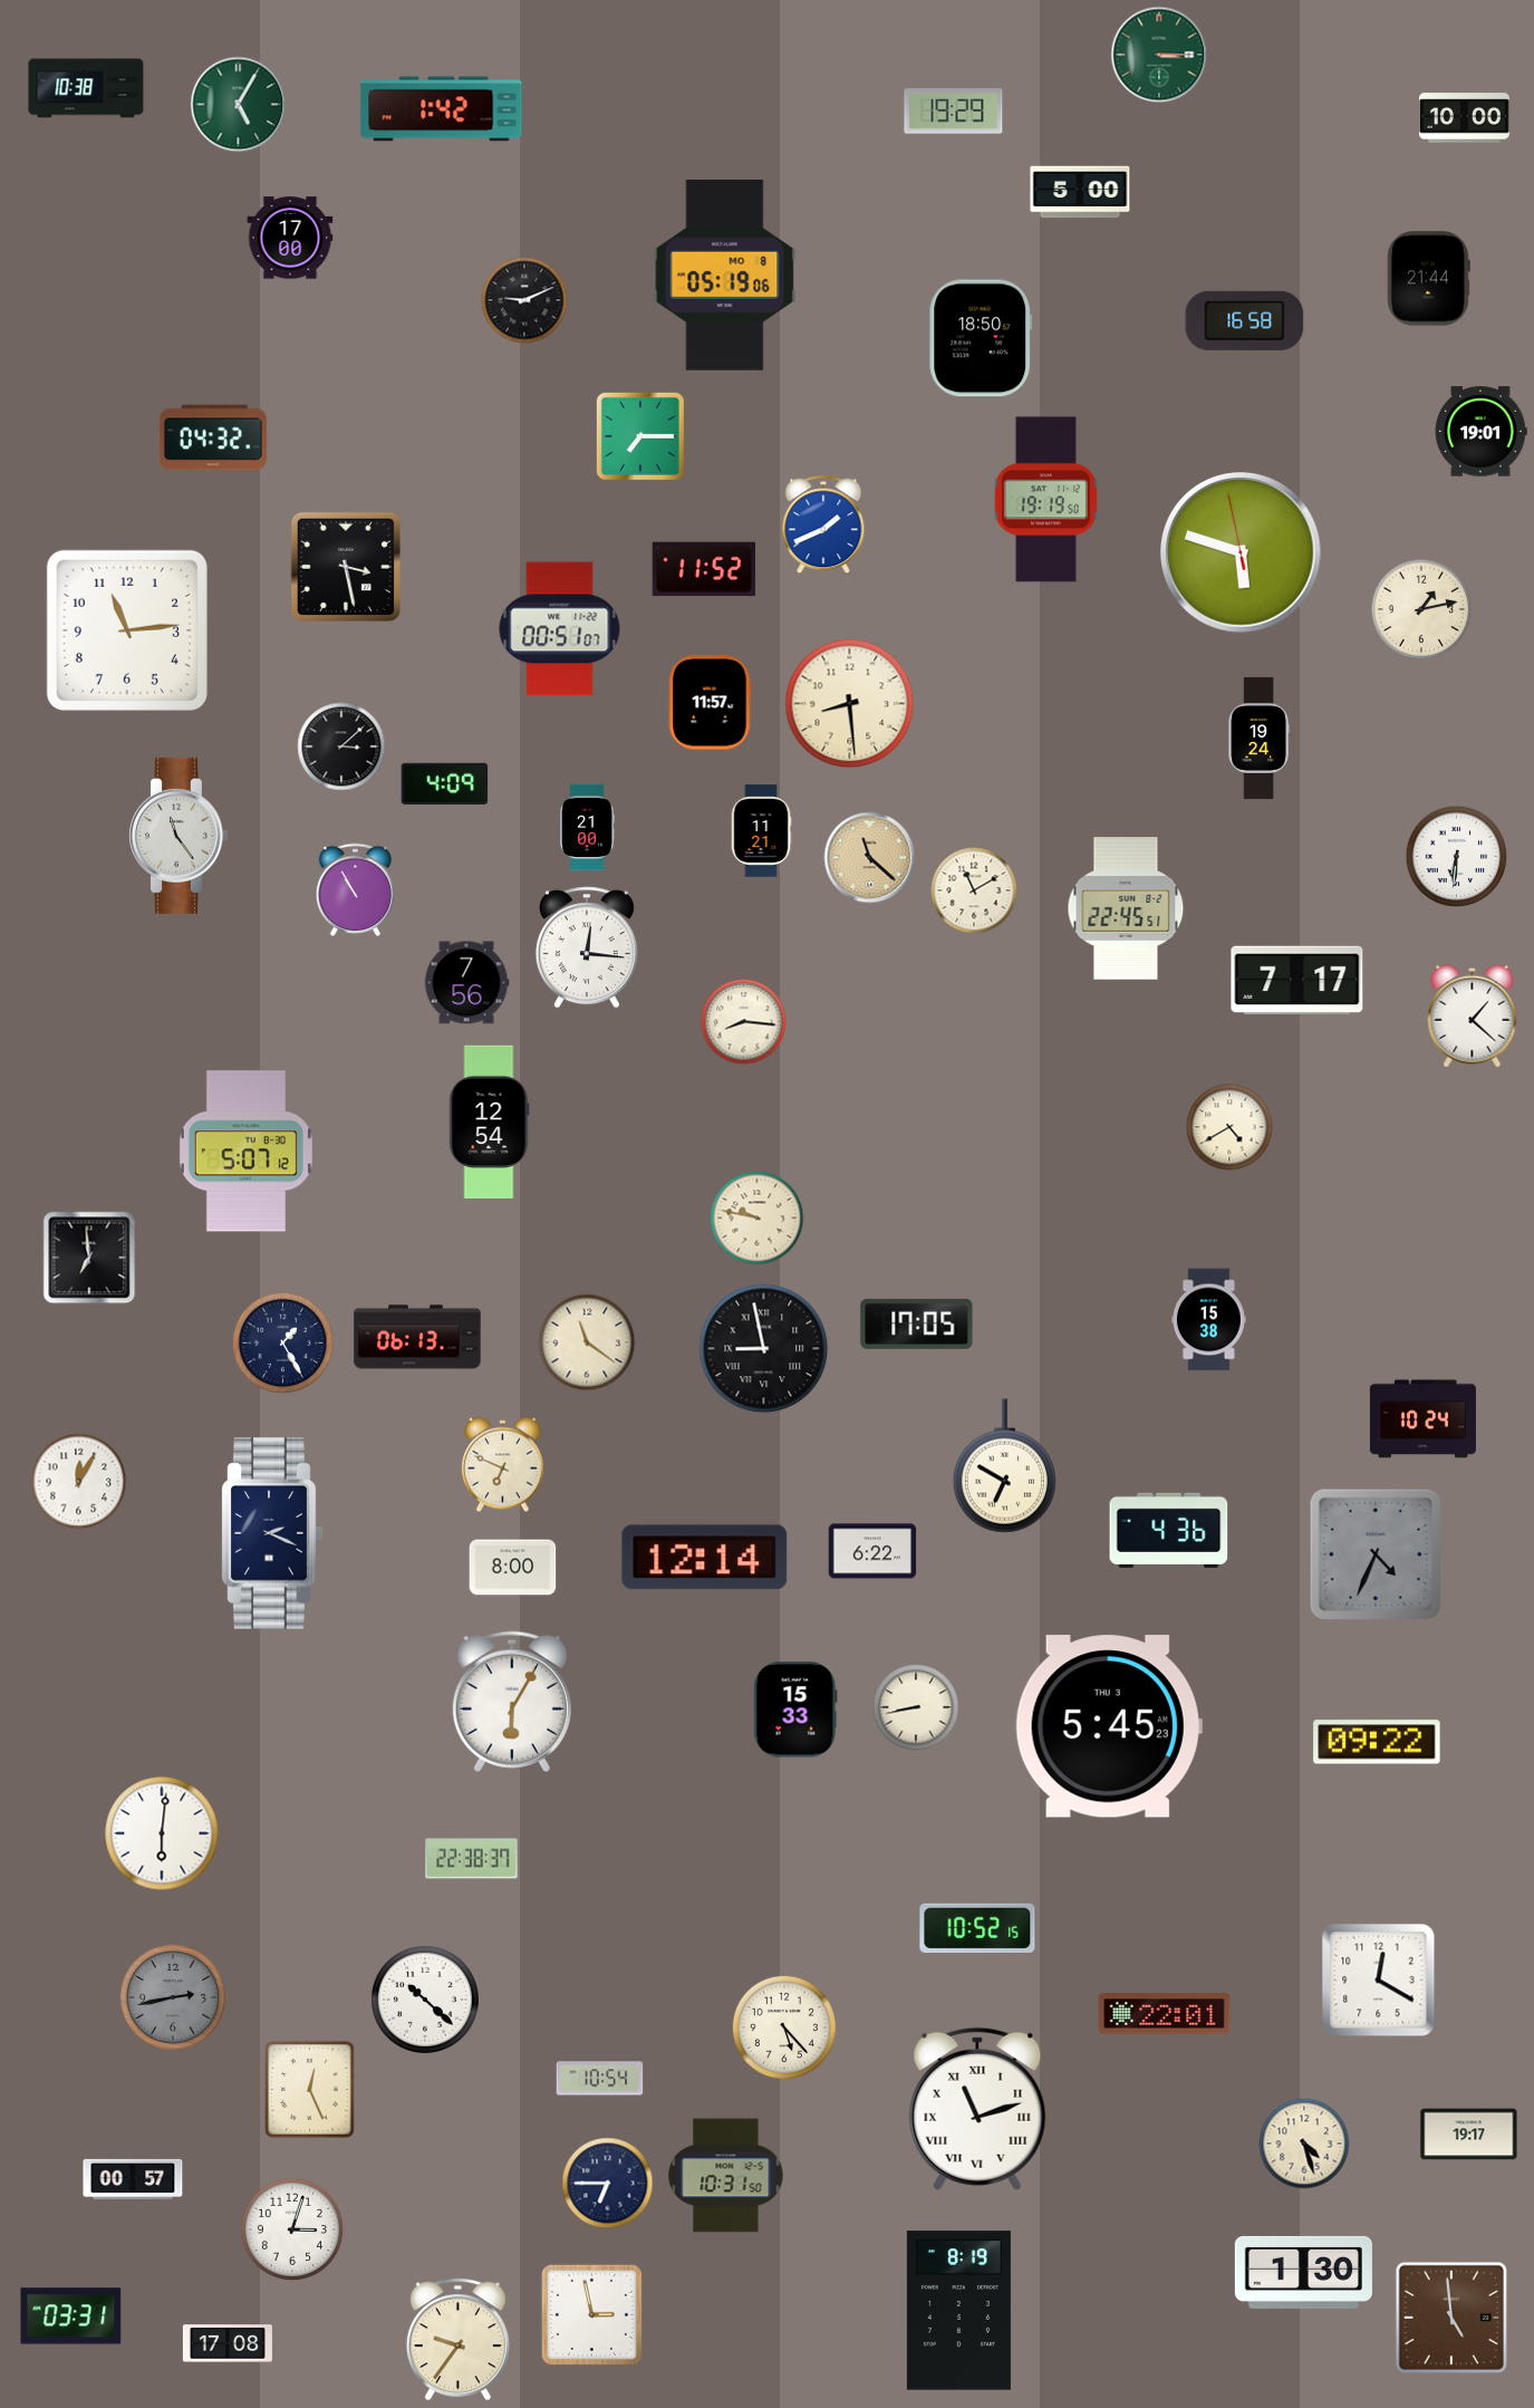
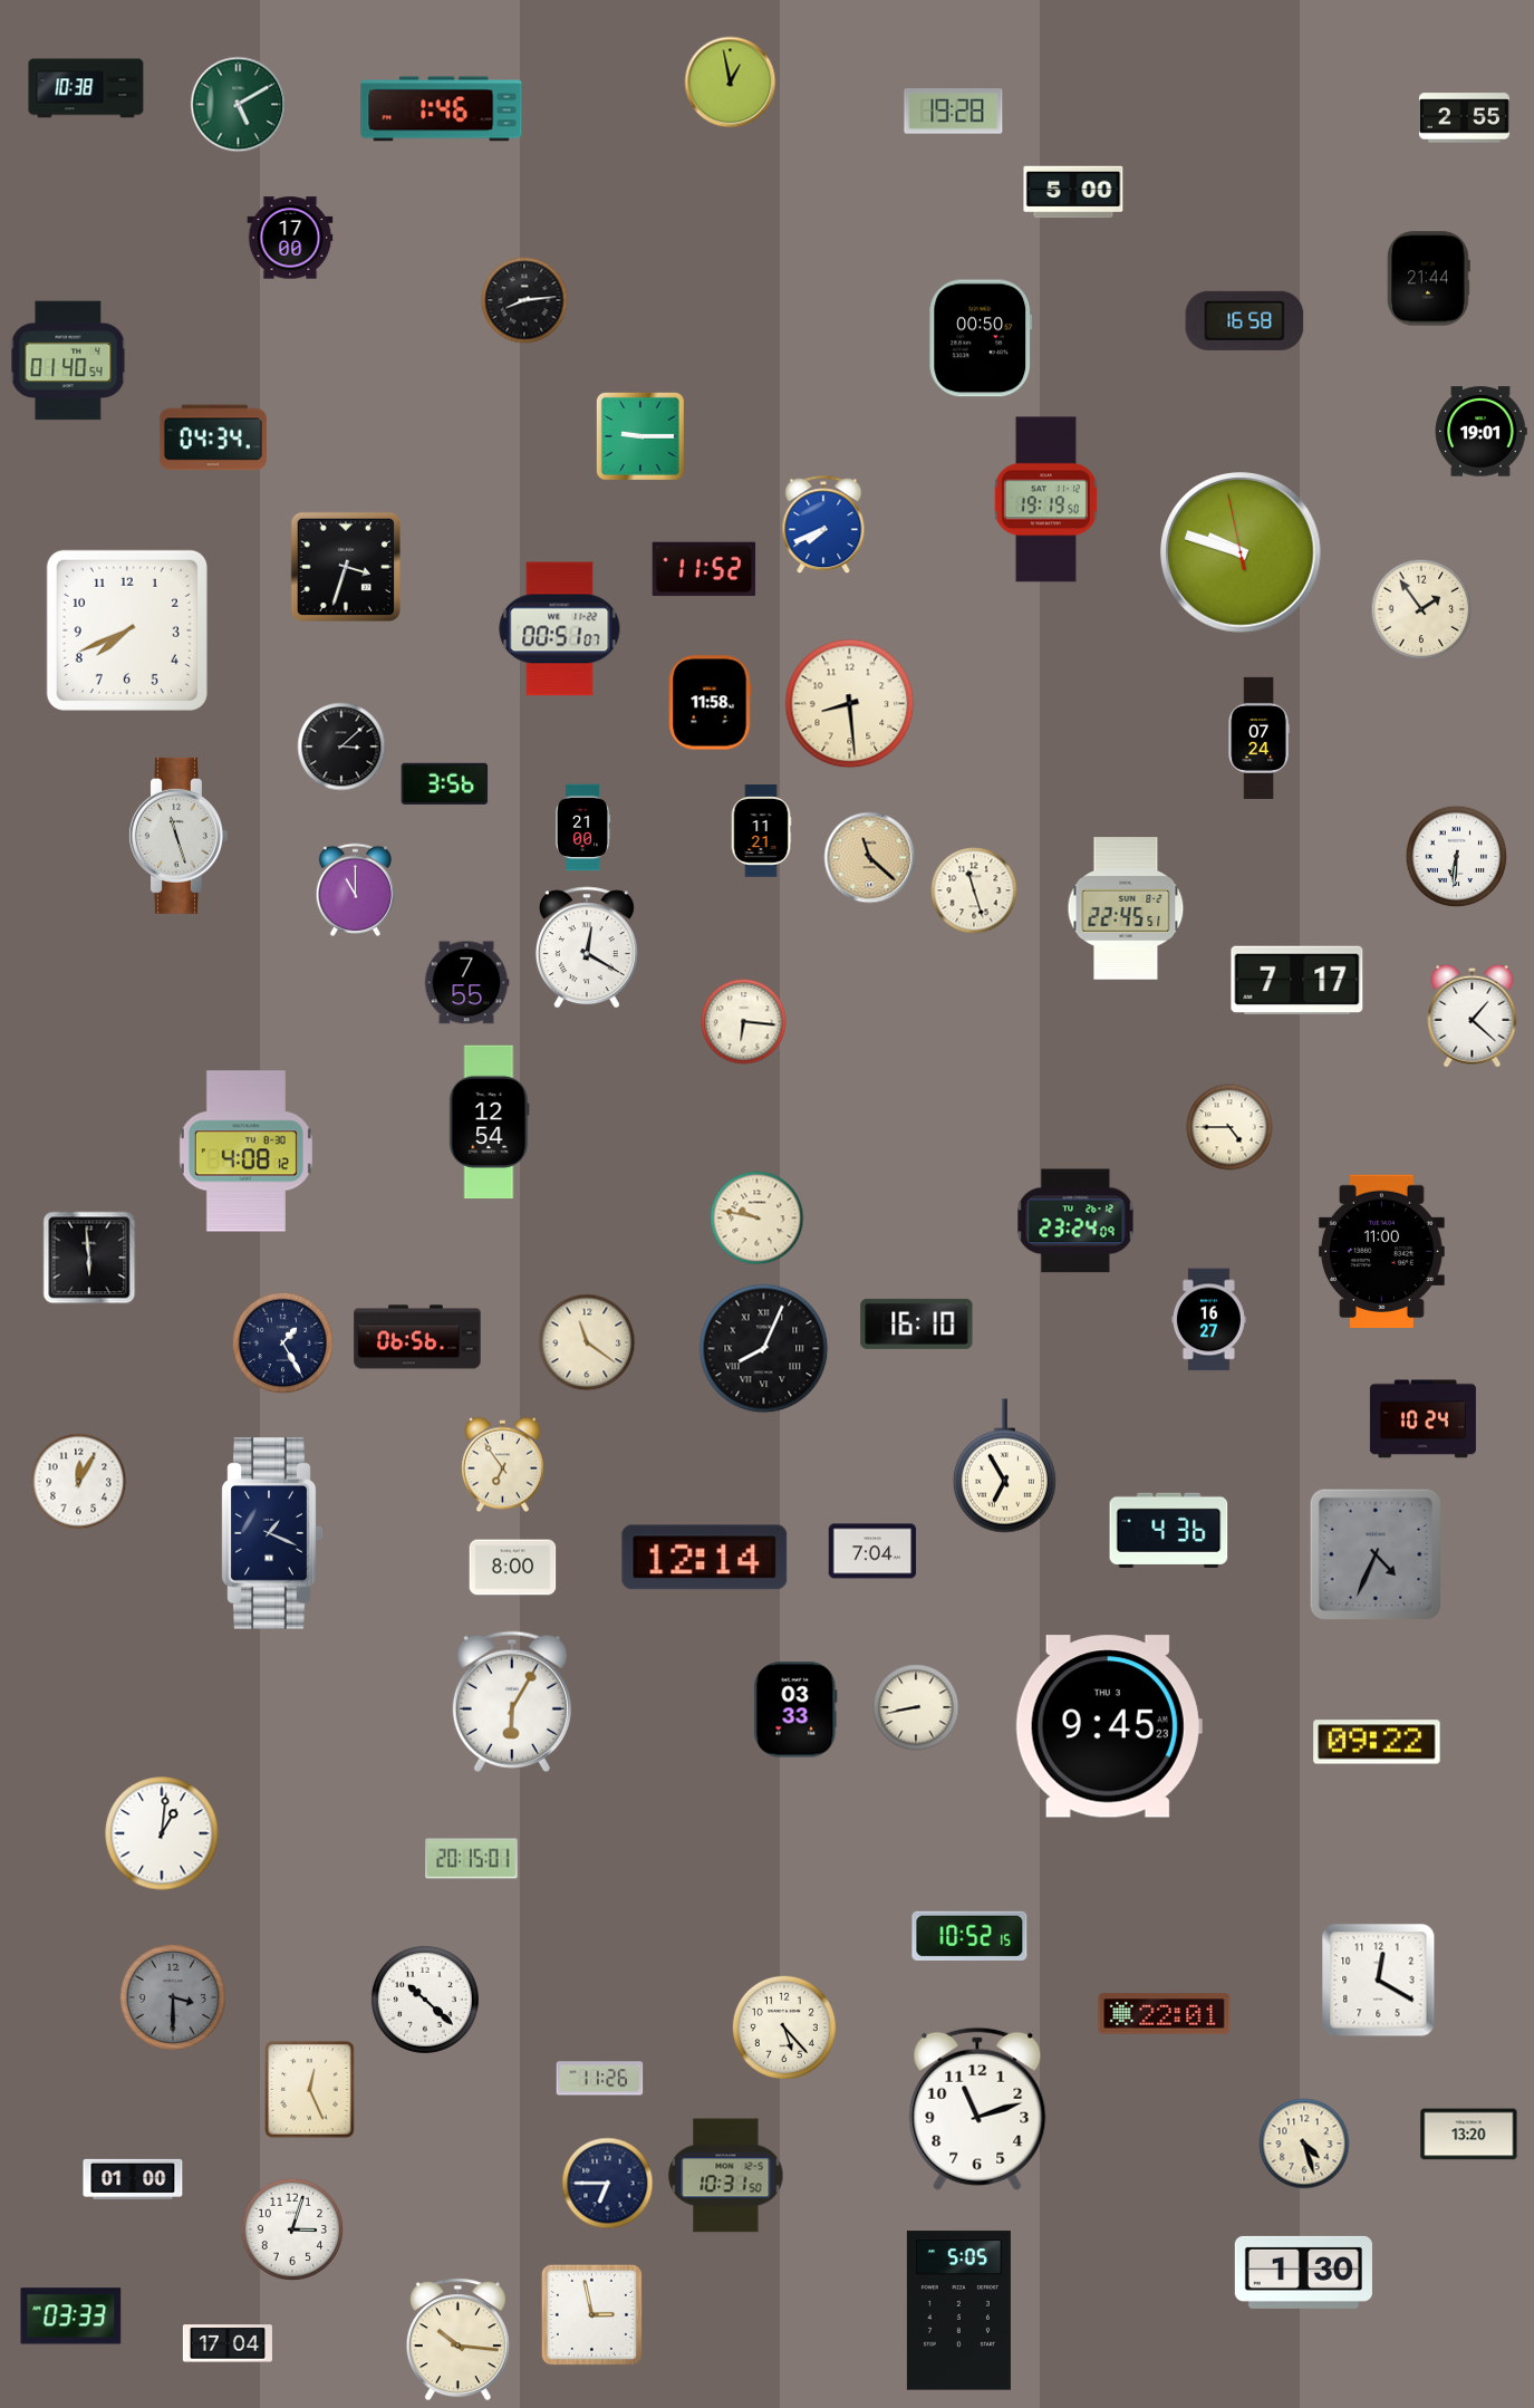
clock at (1159, 55): 3:15 -> none
clock at (731, 83): none -> 12:58
clock at (239, 105): 5:05 -> 5:10
clock at (442, 109): 1:42 -> 1:46
clock at (954, 112): 19:29 -> 19:28
clock at (1464, 118): 10:00 -> 2:55
clock at (1080, 192) position: (1080, 192) -> (1073, 192)
clock at (725, 276): 05:19 -> none
clock at (524, 300): 9:11 -> 8:14
clock at (981, 338): 18:50 -> 00:50
clock at (68, 360): none -> 01:40
clock at (640, 436): 7:15 -> 9:15
clock at (213, 437): 04:32 -> 04:34
clock at (823, 526): 1:41 -> 7:41
clock at (1241, 552): 5:47 -> 9:47
clock at (346, 567): 3:28 -> 3:33
clock at (1421, 609): 1:13 -> 1:54
clock at (127, 630): 11:14 -> 7:41
clock at (711, 703): 11:57 -> 11:58
clock at (1258, 738): 19:24 -> 07:24
clock at (445, 783): 4:09 -> 3:56
clock at (588, 828) position: (588, 828) -> (583, 828)
clock at (177, 836): 11:24 -> 11:27
clock at (356, 889): 10:55 -> 11:00
clock at (974, 890): 11:10 -> 11:27
clock at (587, 947): 12:16 -> 12:20
clock at (466, 983): 7:56 -> 7:55
clock at (744, 1022): 8:16 -> 6:16
clock at (1229, 1127): 4:40 -> 4:45
clock at (245, 1152): 5:07 -> 4:08
clock at (1075, 1221): none -> 23:24
clock at (1381, 1251): none -> 11:00
clock at (89, 1258): 6:59 -> 5:59
clock at (1208, 1320): 15:38 -> 16:27
clock at (917, 1323): 17:05 -> 16:10
clock at (417, 1337): 06:13 -> 06:56
clock at (764, 1349): 8:58 -> 8:04
clock at (503, 1465): 6:49 -> 6:54
clock at (1004, 1466): 6:50 -> 6:55
clock at (272, 1533): 2:19 -> 1:19
clock at (872, 1551): 6:22 -> 7:04
clock at (795, 1709): 15:33 -> 03:33
clock at (1109, 1726): 5:45 -> 9:45
clock at (162, 1833): 6:01 -> 1:01
clock at (472, 1859): 22:38 -> 20:15
clock at (977, 1928) position: (977, 1928) -> (969, 1936)
clock at (173, 1997): 2:43 -> 3:30
clock at (600, 2079): 10:54 -> 11:26
clock at (977, 2109) numerals: Roman -> Arabic
clock at (1469, 2135): 19:17 -> 13:20
clock at (133, 2179): 00:57 -> 01:00
clock at (958, 2311): 8:19 -> 5:05
clock at (71, 2317): 03:31 -> 03:33
clock at (1451, 2318): 4:59 -> none
clock at (457, 2340): 9:36 -> 10:16
clock at (228, 2343): 17:08 -> 17:04
